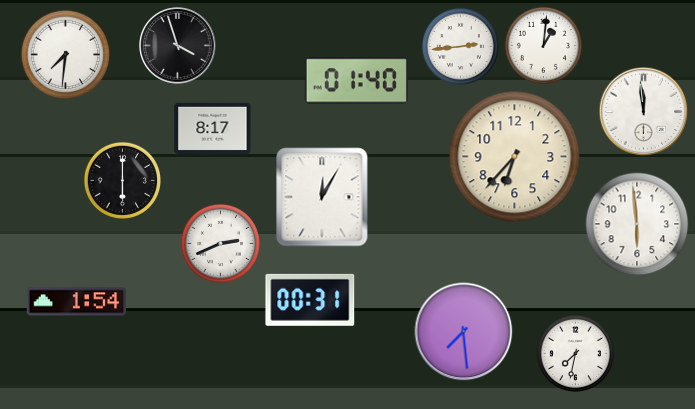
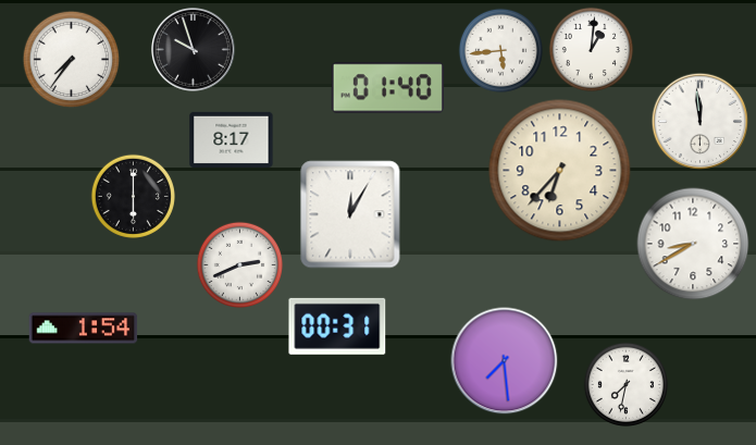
clock at (178, 46): 3:57 -> 9:57
clock at (460, 46): 2:44 -> 5:44
clock at (65, 54): 7:31 -> 7:36
clock at (637, 224): 5:59 -> 8:40
